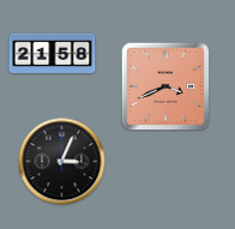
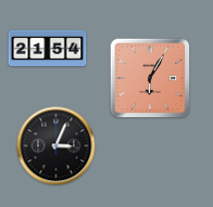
clock at (53, 53): 21:58 -> 21:54
clock at (165, 86): 3:41 -> 6:05
